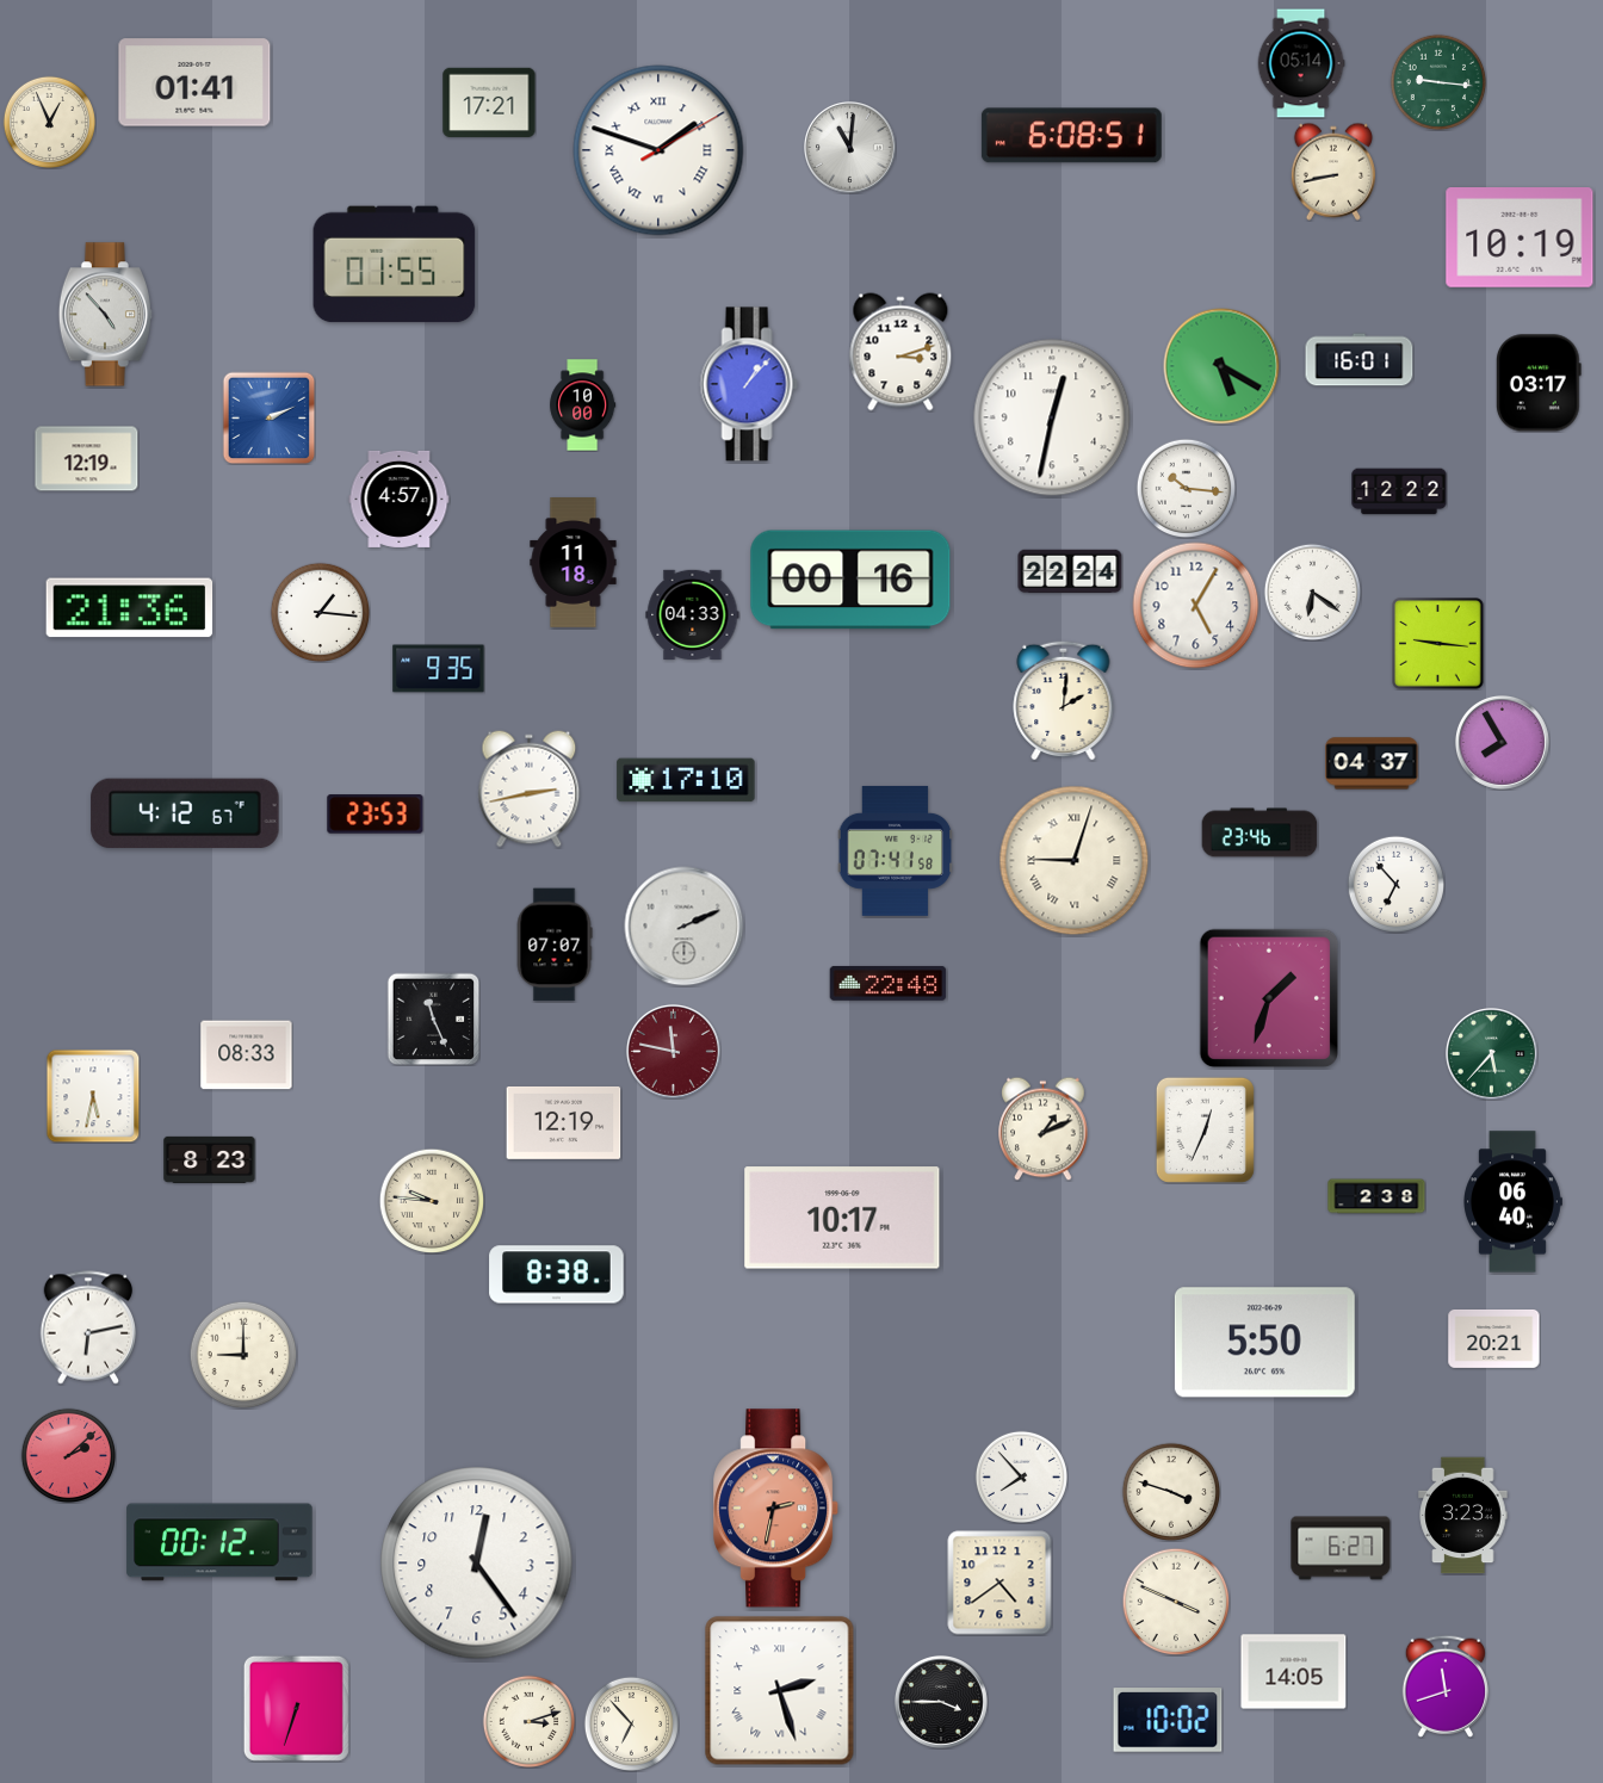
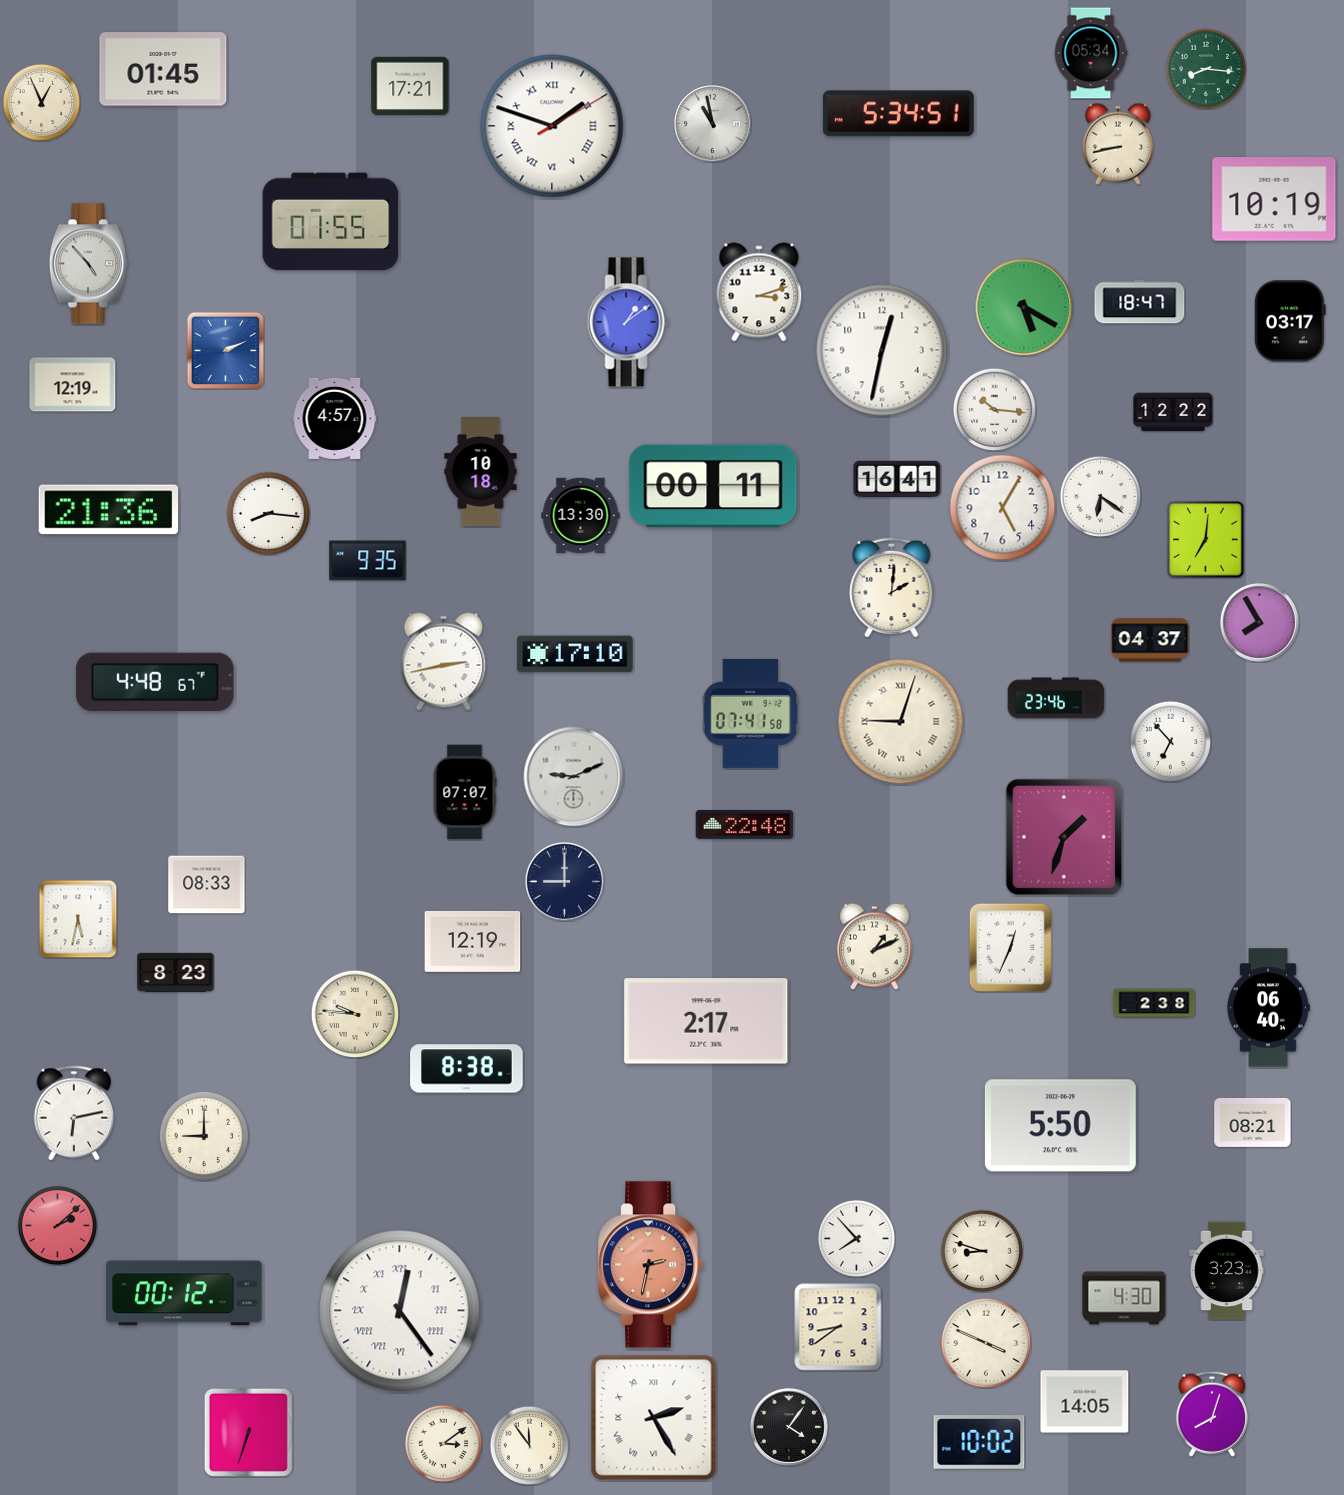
clock at (1301, 63): 05:14 -> 05:34
clock at (1437, 81): 9:16 -> 8:16
clock at (194, 82): 01:41 -> 01:45
clock at (1071, 136): 6:08 -> 5:34
clock at (850, 148): 11:01 -> 10:58
clock at (900, 352) position: (900, 352) -> (759, 292)
clock at (1360, 360): 16:01 -> 18:47
clock at (749, 384): 1:07 -> 1:09
clock at (583, 405): 10:00 -> none
clock at (574, 563): 11:18 -> 10:18
clock at (1070, 571): 22:24 -> 16:41
clock at (850, 580): 00:16 -> 00:11
clock at (320, 612): 1:16 -> 8:16
clock at (693, 614): 04:33 -> 13:30
clock at (1438, 644): 9:16 -> 7:01
clock at (185, 813): 4:12 -> 4:48
clock at (376, 815): 23:53 -> none
clock at (685, 927): 2:11 -> 9:11
clock at (433, 1019): 11:26 -> none
clock at (673, 1051): 11:47 -> 9:00
clock at (673, 1051) dial: burgundy -> navy
clock at (1492, 1054): 5:37 -> none
clock at (432, 1201) position: (432, 1201) -> (355, 1014)
clock at (842, 1218): 10:17 -> 2:17
clock at (1494, 1338): 20:21 -> 08:21
clock at (68, 1455) position: (68, 1455) -> (57, 1225)
clock at (1170, 1491): 3:48 -> 8:48
clock at (1341, 1548): 6:27 -> 4:30
clock at (477, 1564) numerals: Arabic -> Roman
clock at (999, 1583): 4:39 -> 8:39
clock at (1446, 1686): 11:42 -> 8:03
clock at (780, 1691): 2:27 -> 2:25
clock at (941, 1702): 3:45 -> 4:06
clock at (528, 1721): 3:12 -> 3:09
clock at (631, 1723): 6:53 -> 11:54
